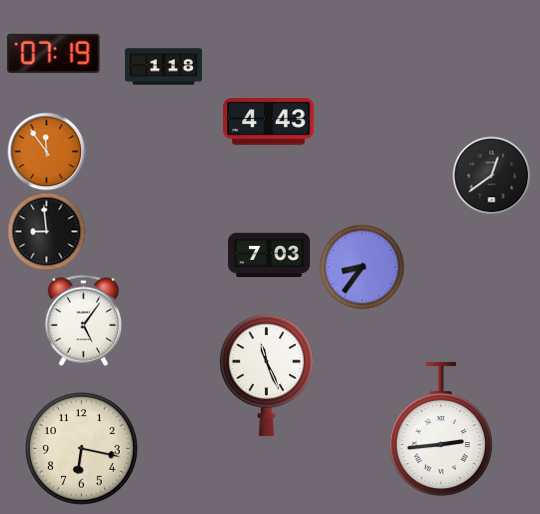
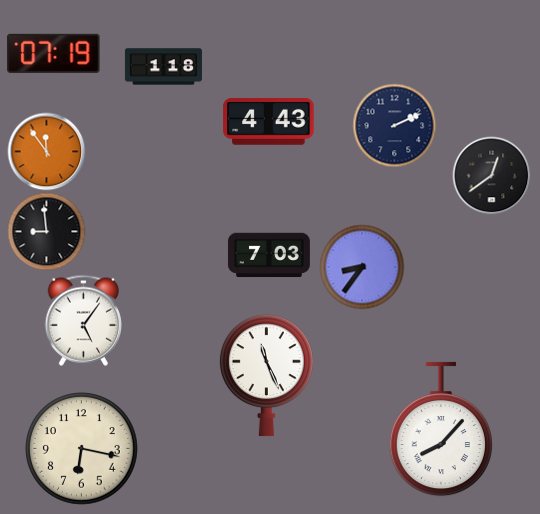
clock at (394, 125): none -> 2:11
clock at (441, 429): 2:44 -> 8:07
